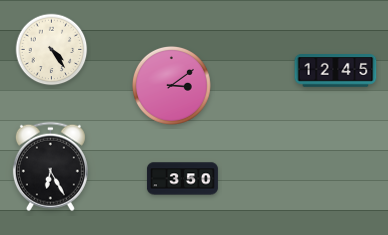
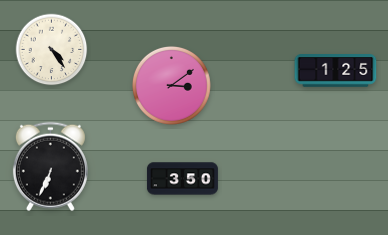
clock at (336, 71): 12:45 -> 1:25
clock at (50, 167): 6:25 -> 6:34
